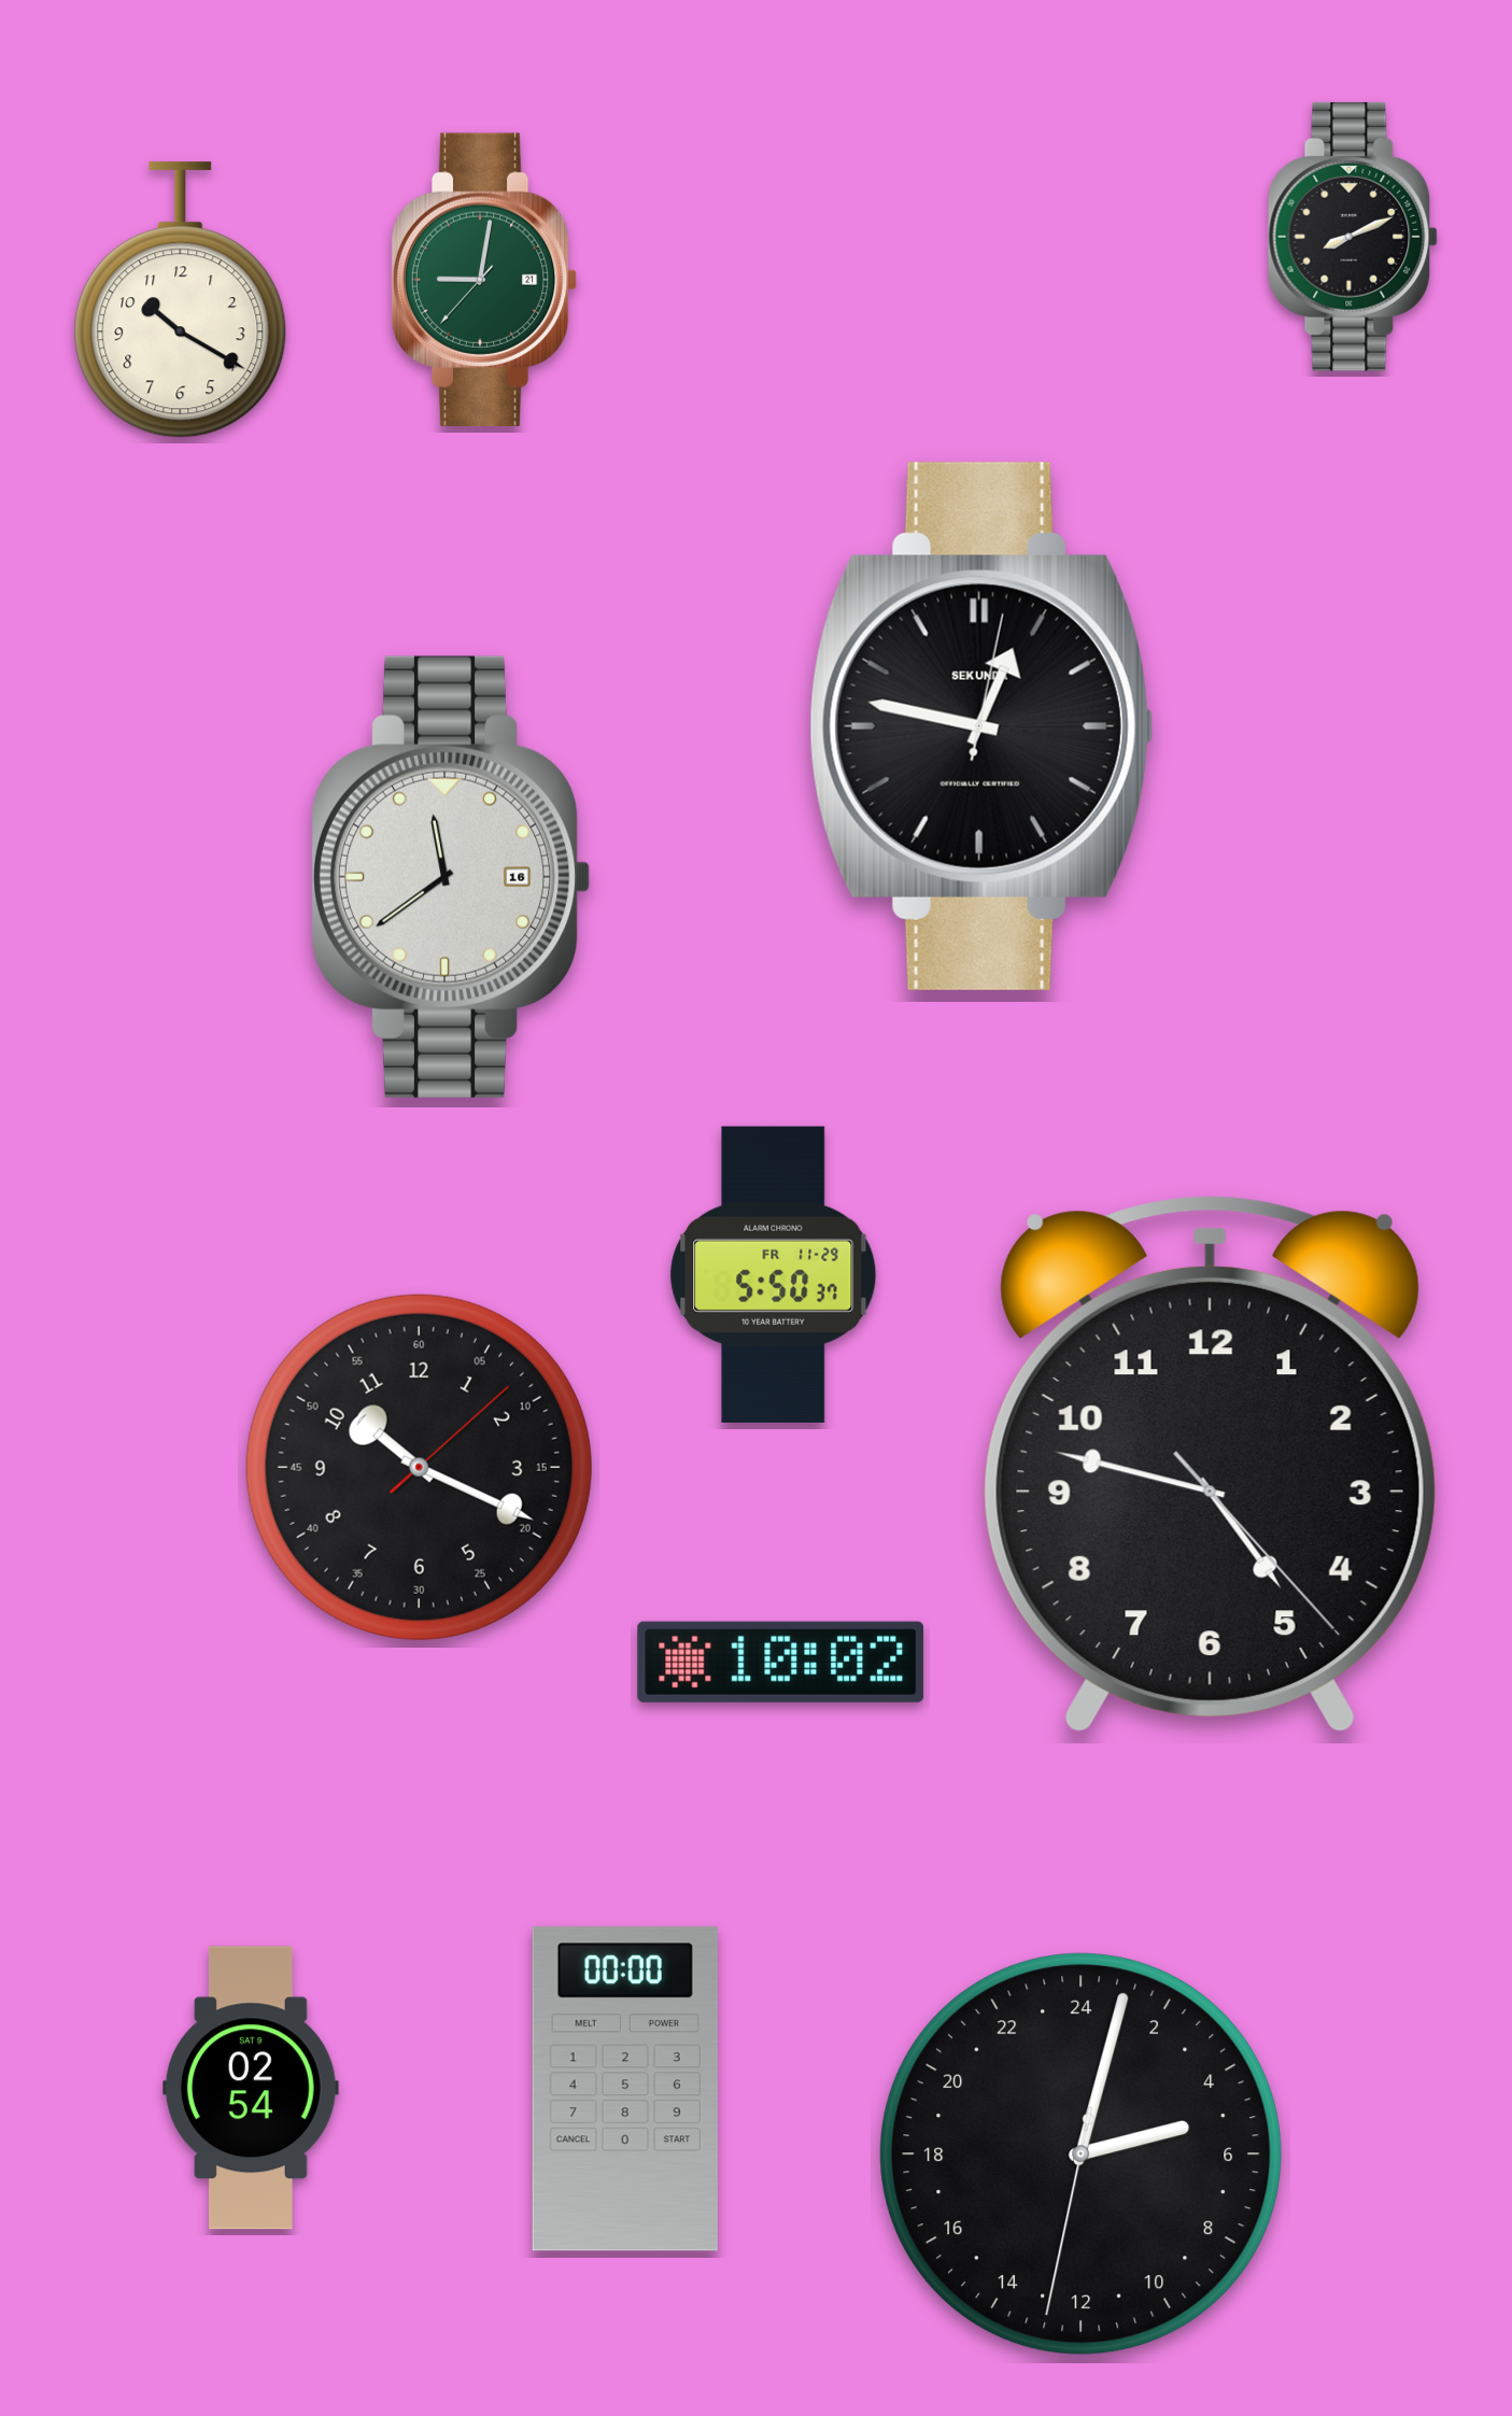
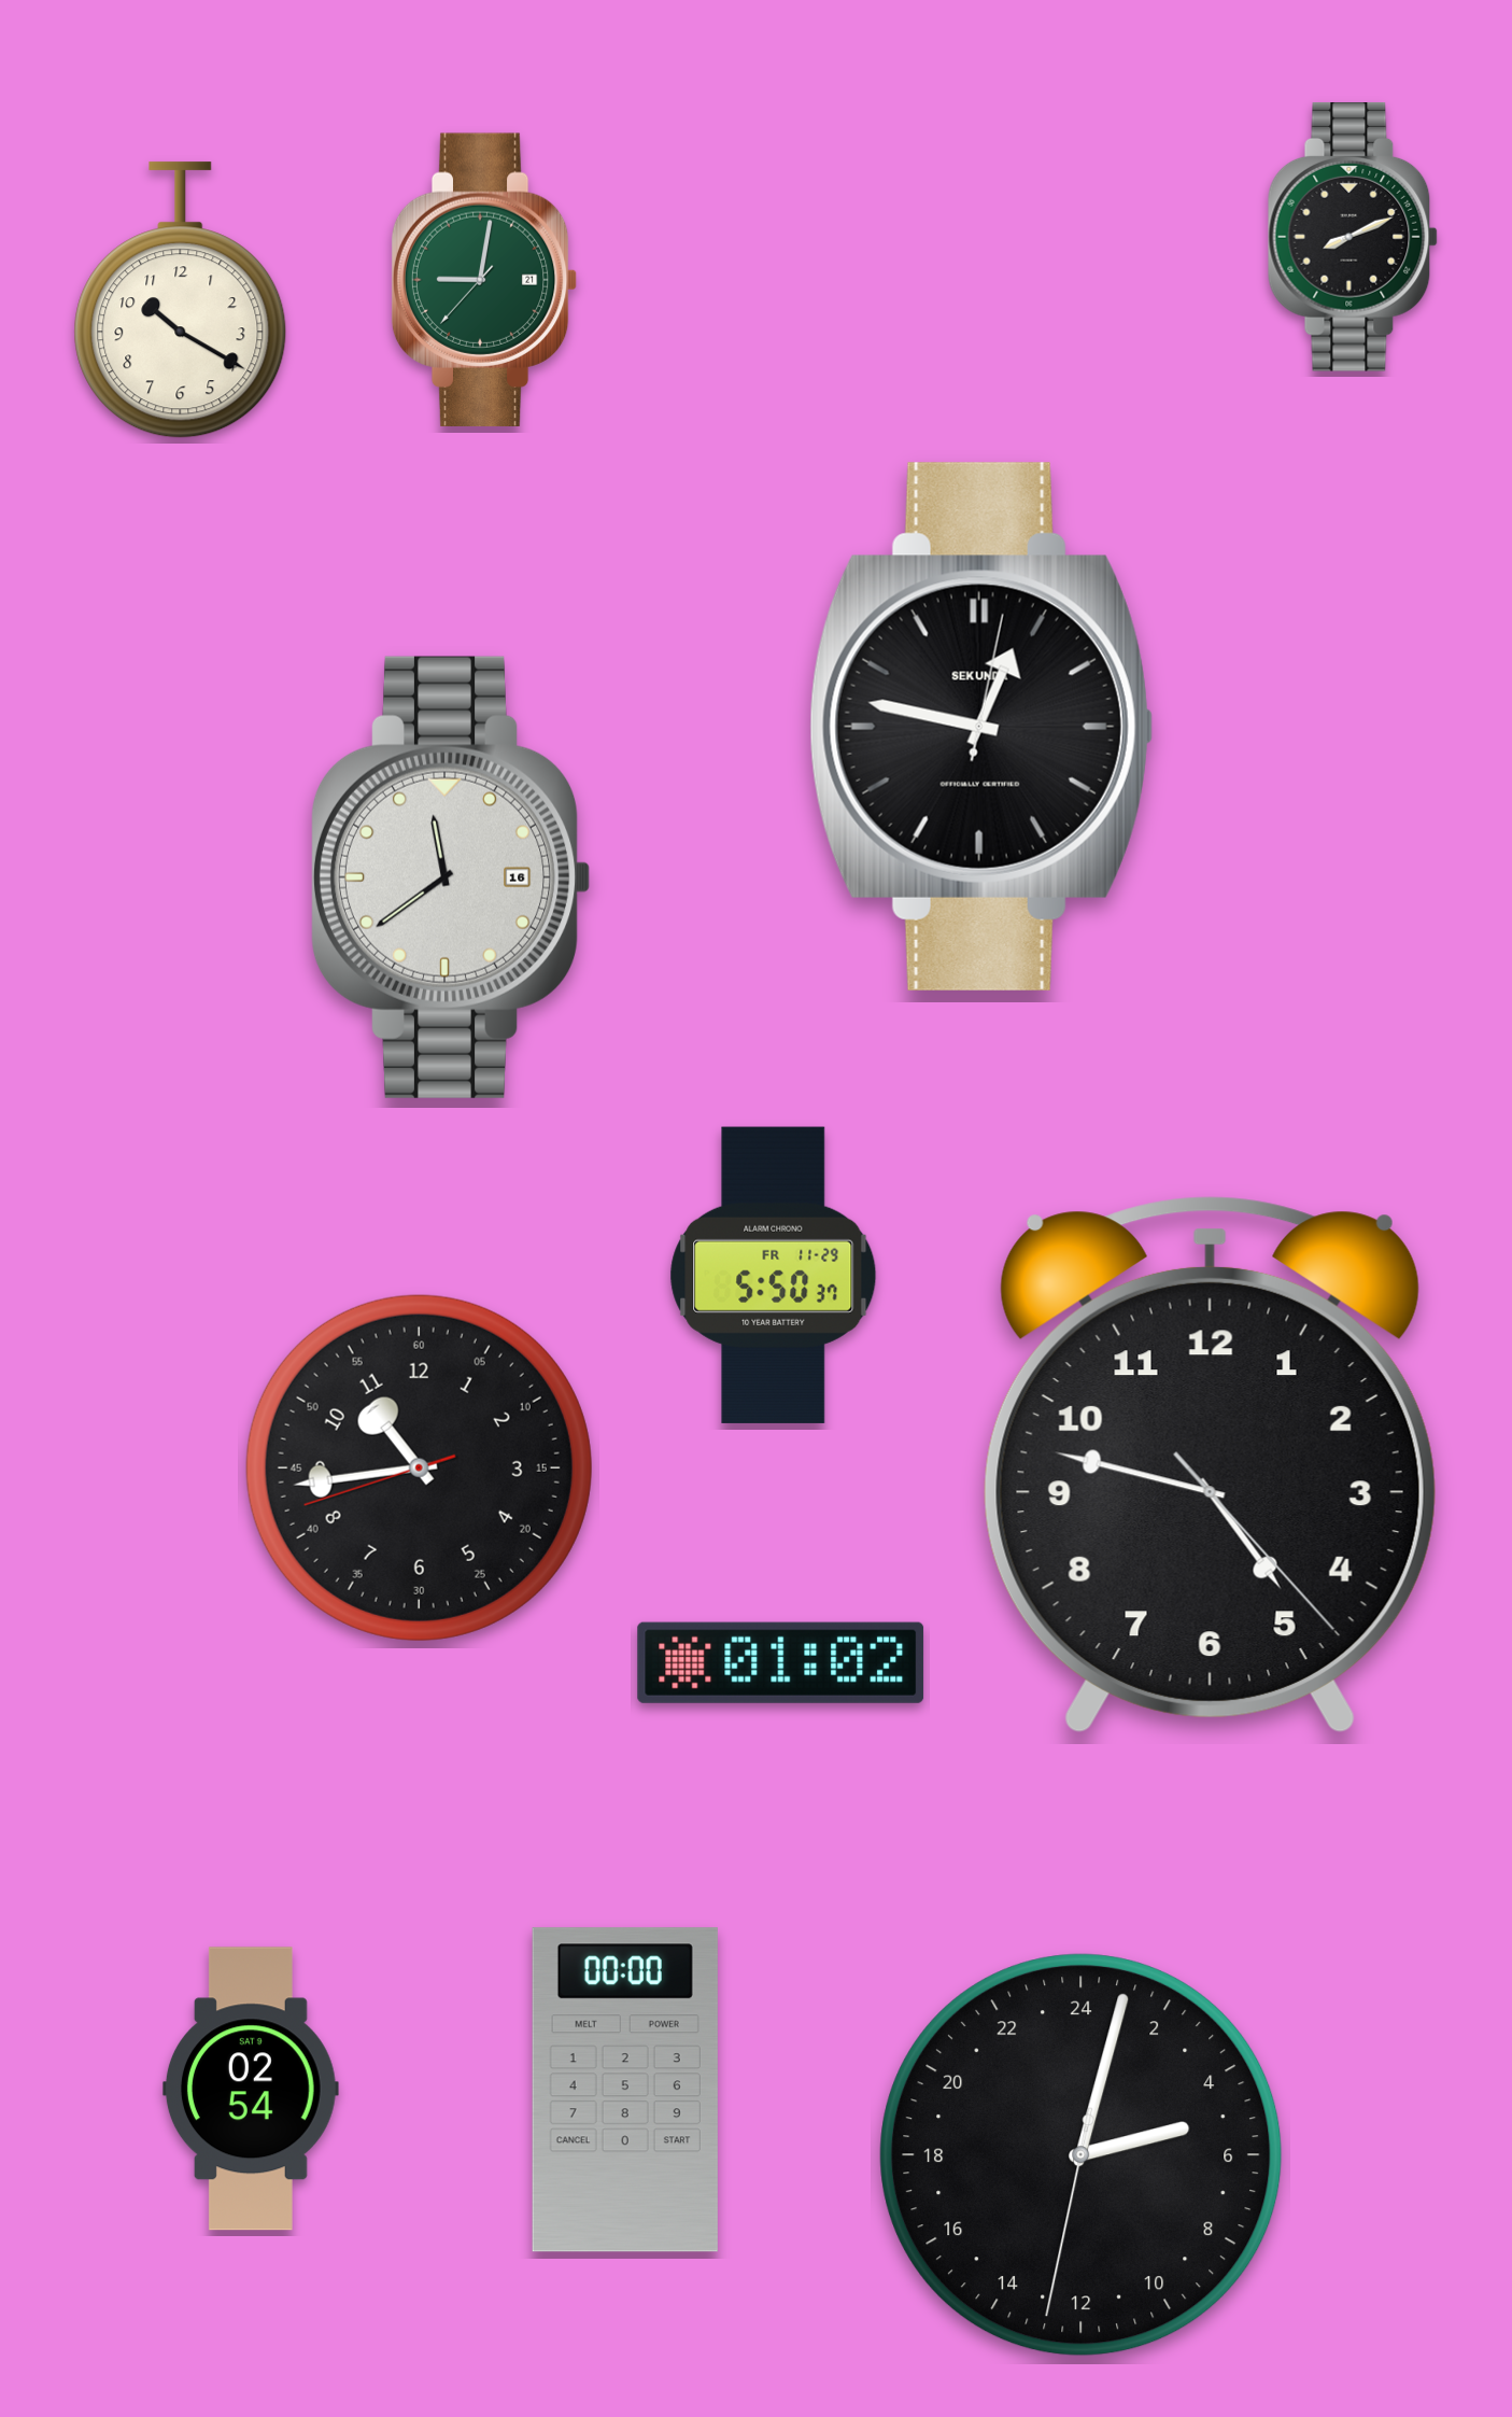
clock at (419, 1467): 10:19 -> 10:43
clock at (781, 1662): 10:02 -> 01:02
